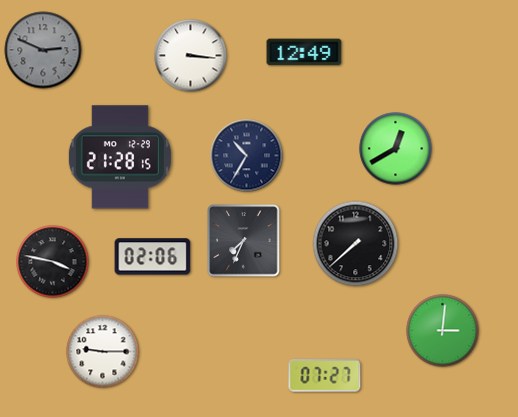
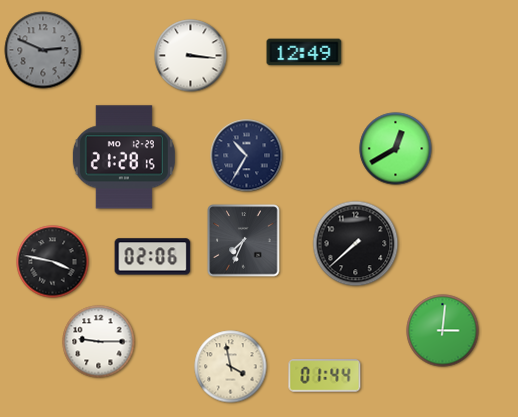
clock at (120, 157) position: (120, 157) -> (124, 157)
clock at (103, 352) position: (103, 352) -> (99, 342)
clock at (231, 367): none -> 3:58
clock at (325, 376): 07:27 -> 01:44
